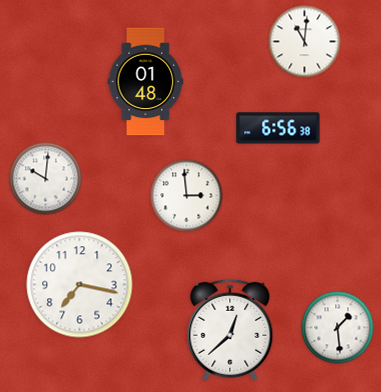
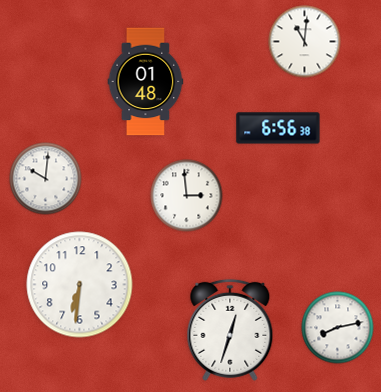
clock at (80, 285): 7:17 -> 6:31
clock at (338, 328): 1:29 -> 8:13
clock at (230, 330): 12:38 -> 12:33
